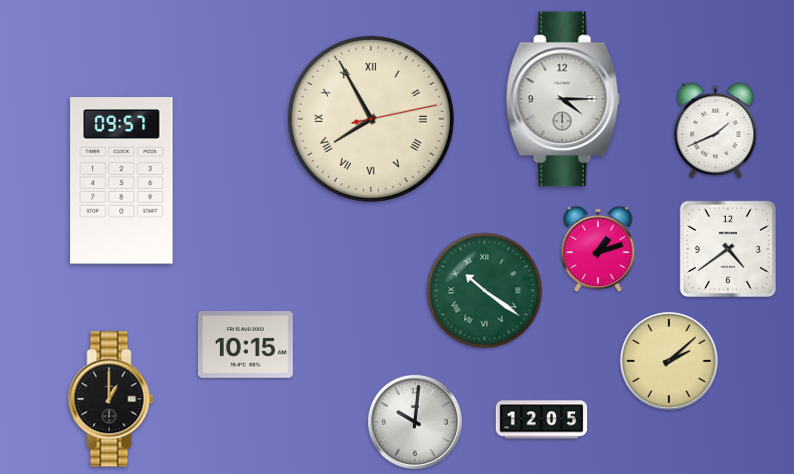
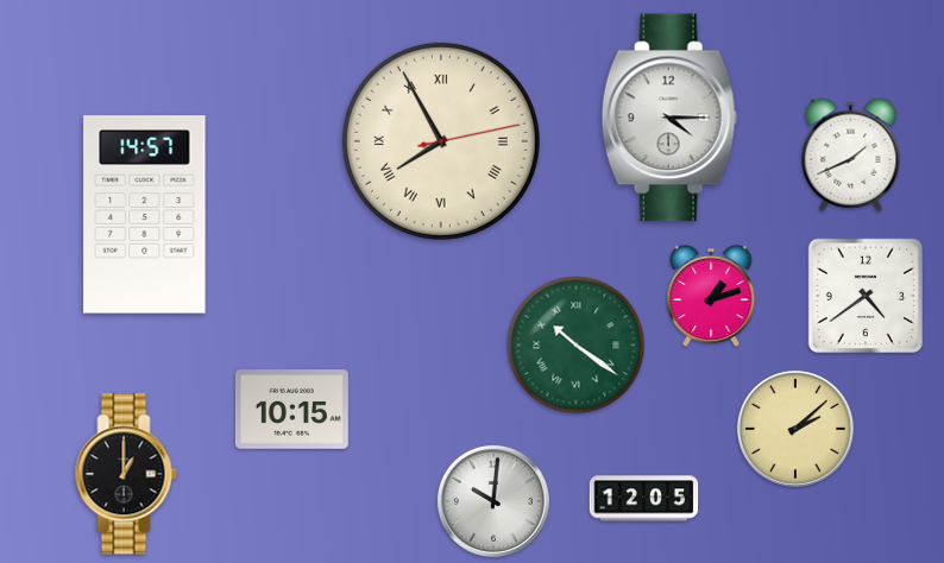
clock at (122, 181): 09:57 -> 14:57
clock at (111, 399) position: (111, 399) -> (126, 474)
